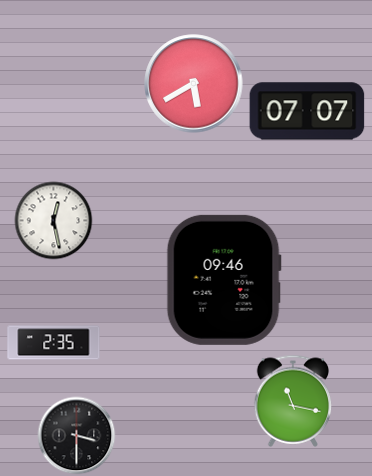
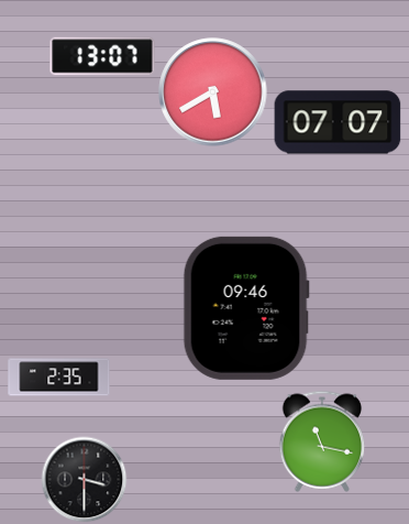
clock at (102, 56): none -> 13:07
clock at (53, 220): 12:28 -> none
